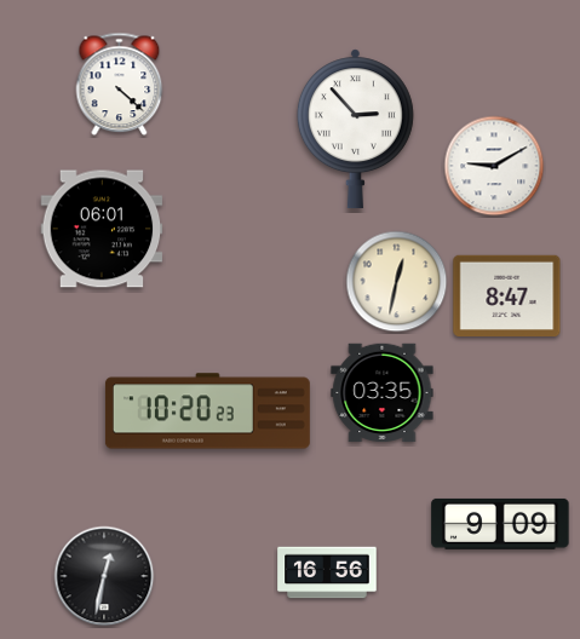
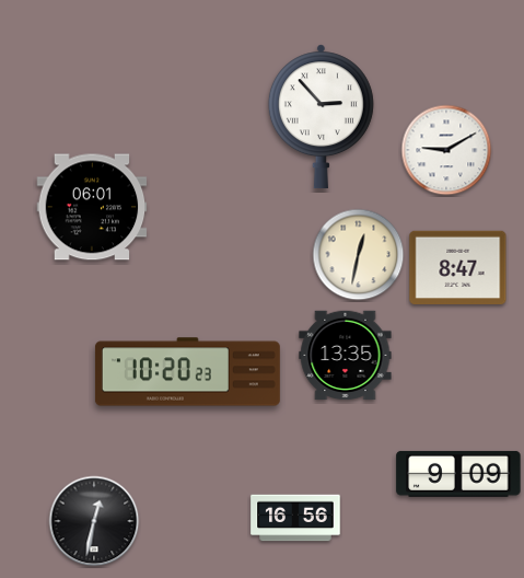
clock at (120, 85): 4:22 -> none
clock at (383, 393): 03:35 -> 13:35
clock at (500, 524) position: (500, 524) -> (458, 474)
